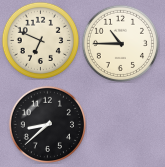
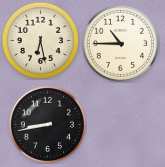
clock at (40, 40): 6:49 -> 6:28
clock at (47, 124): 8:38 -> 8:43
